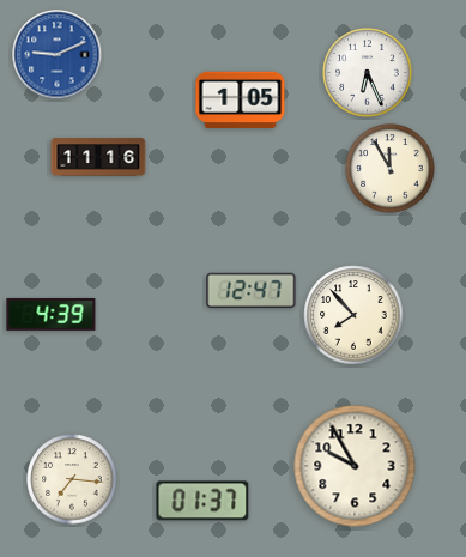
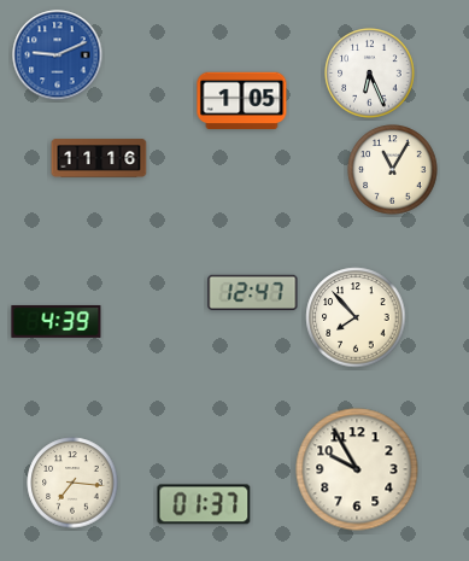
clock at (391, 169): 11:55 -> 11:05
clock at (52, 314) position: (52, 314) -> (57, 321)
